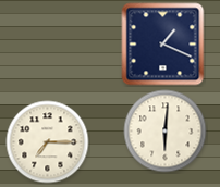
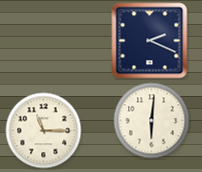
clock at (163, 45): 1:19 -> 2:19
clock at (48, 142): 7:15 -> 11:15
